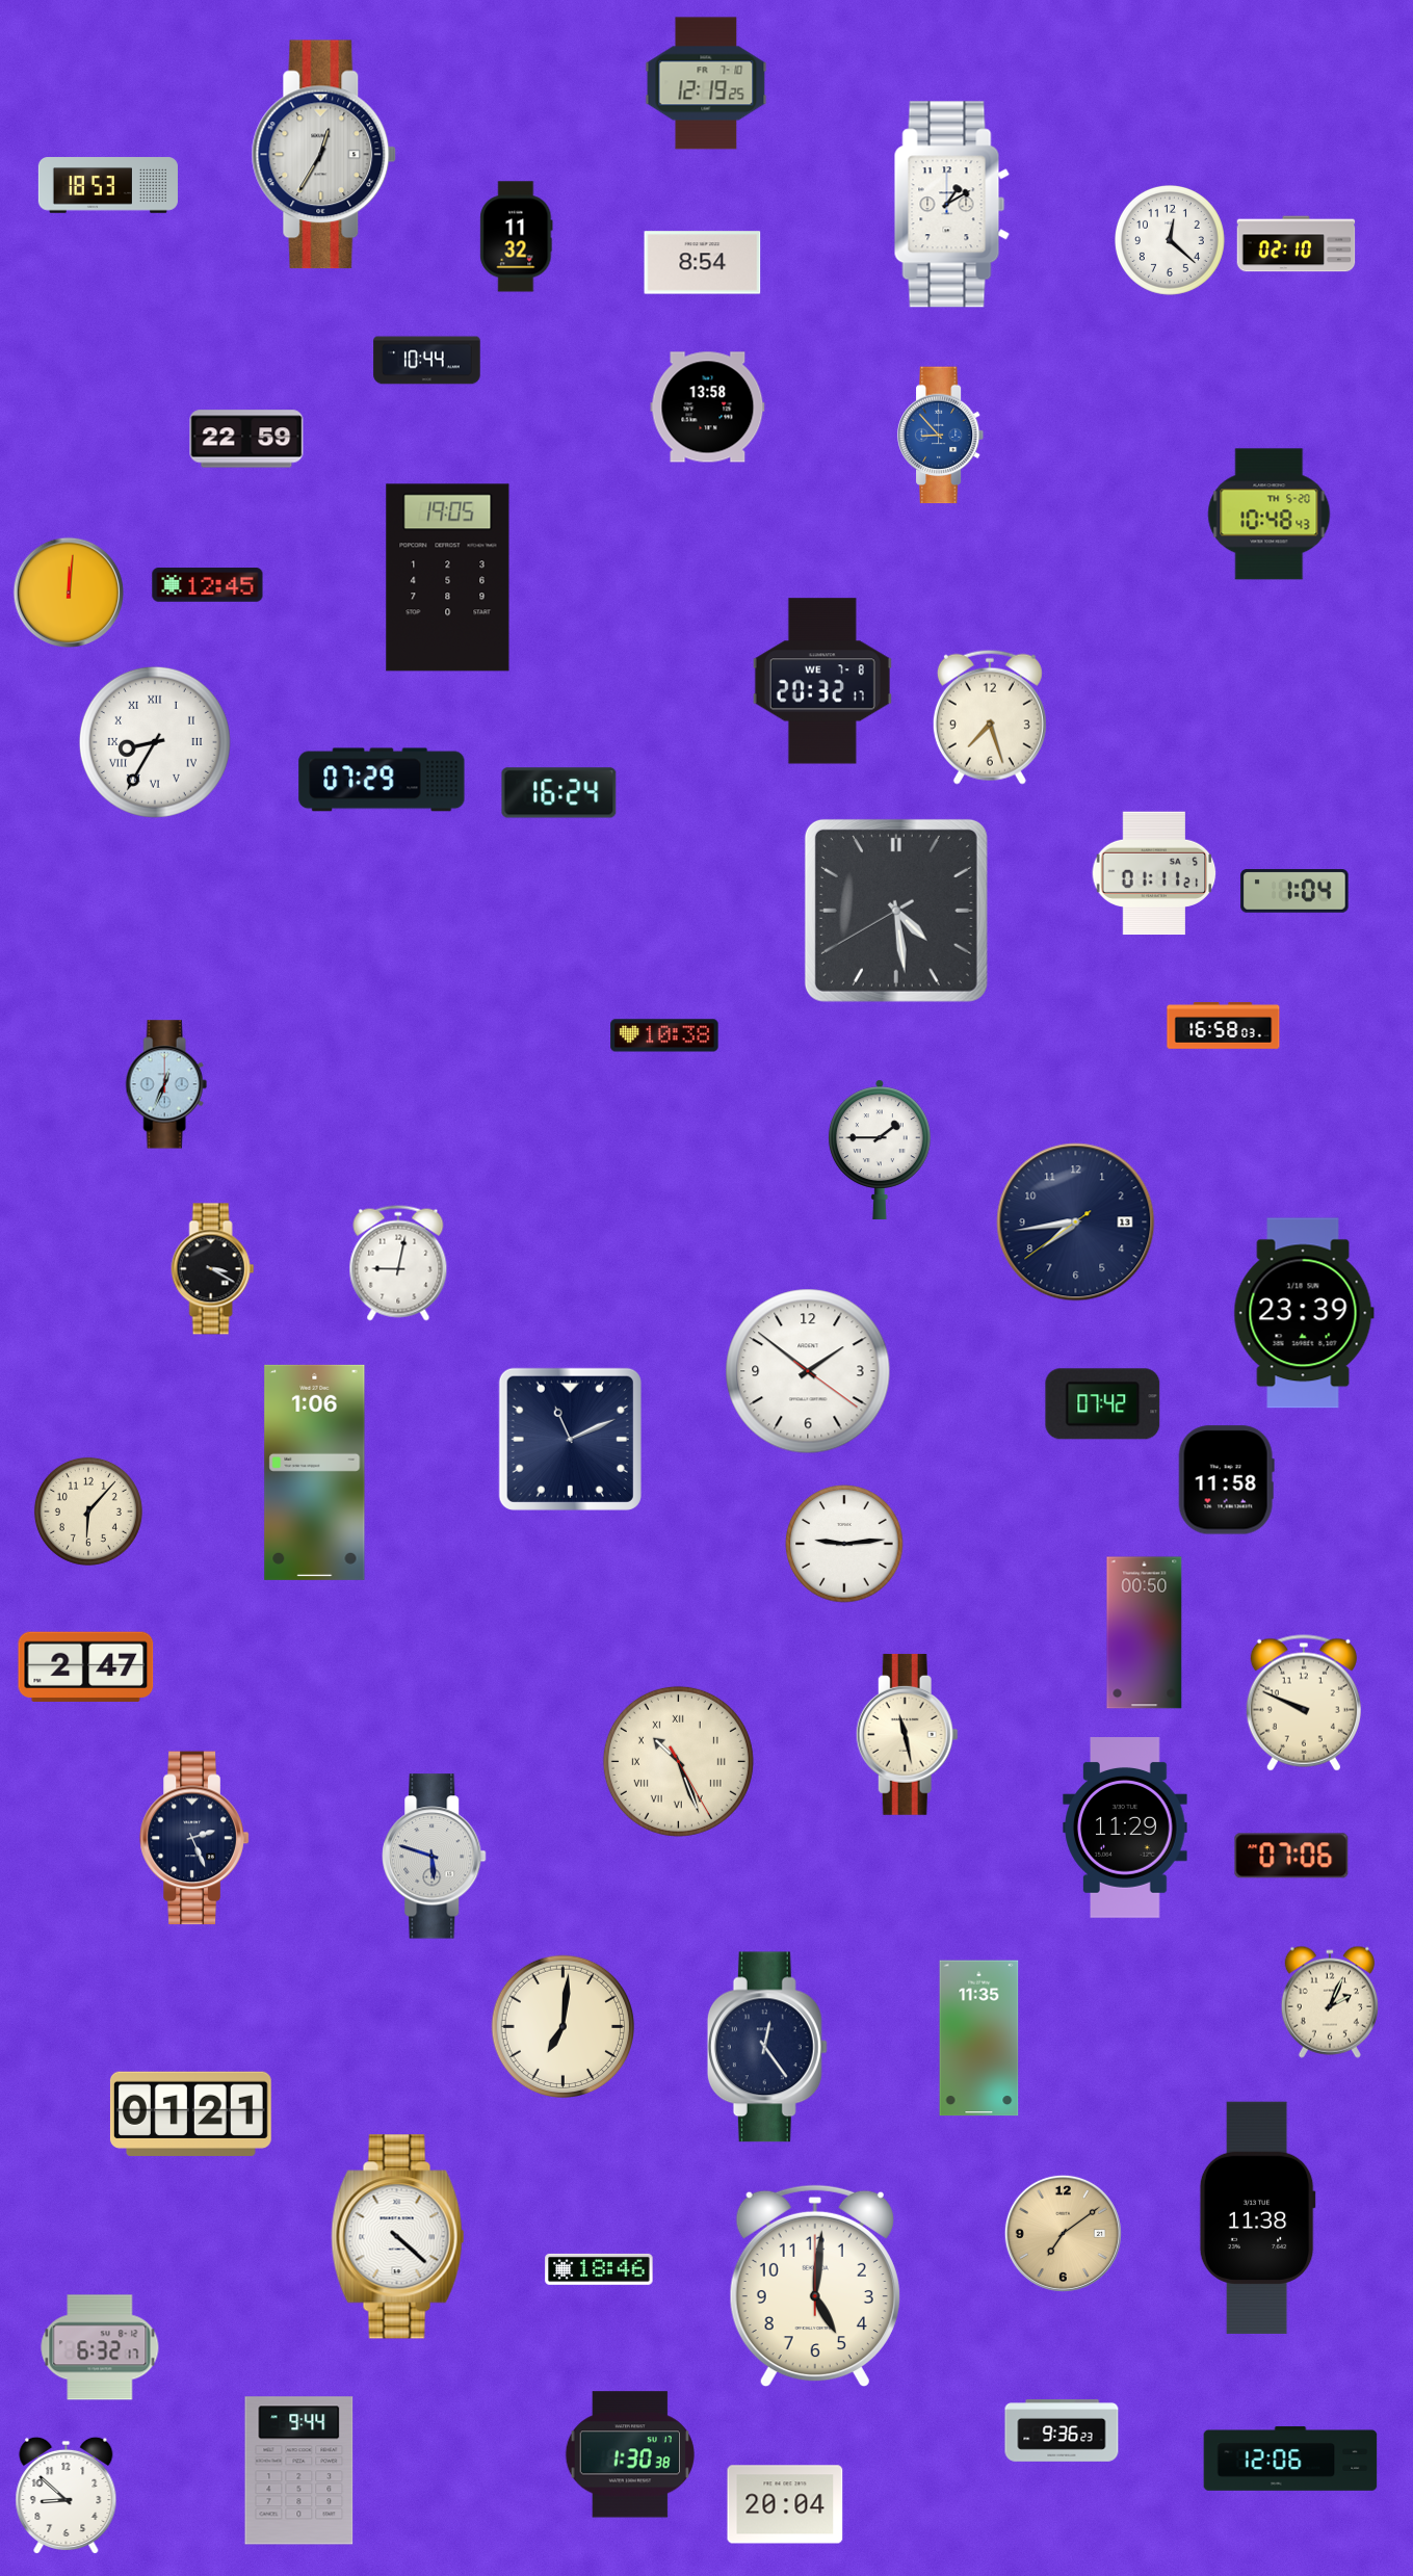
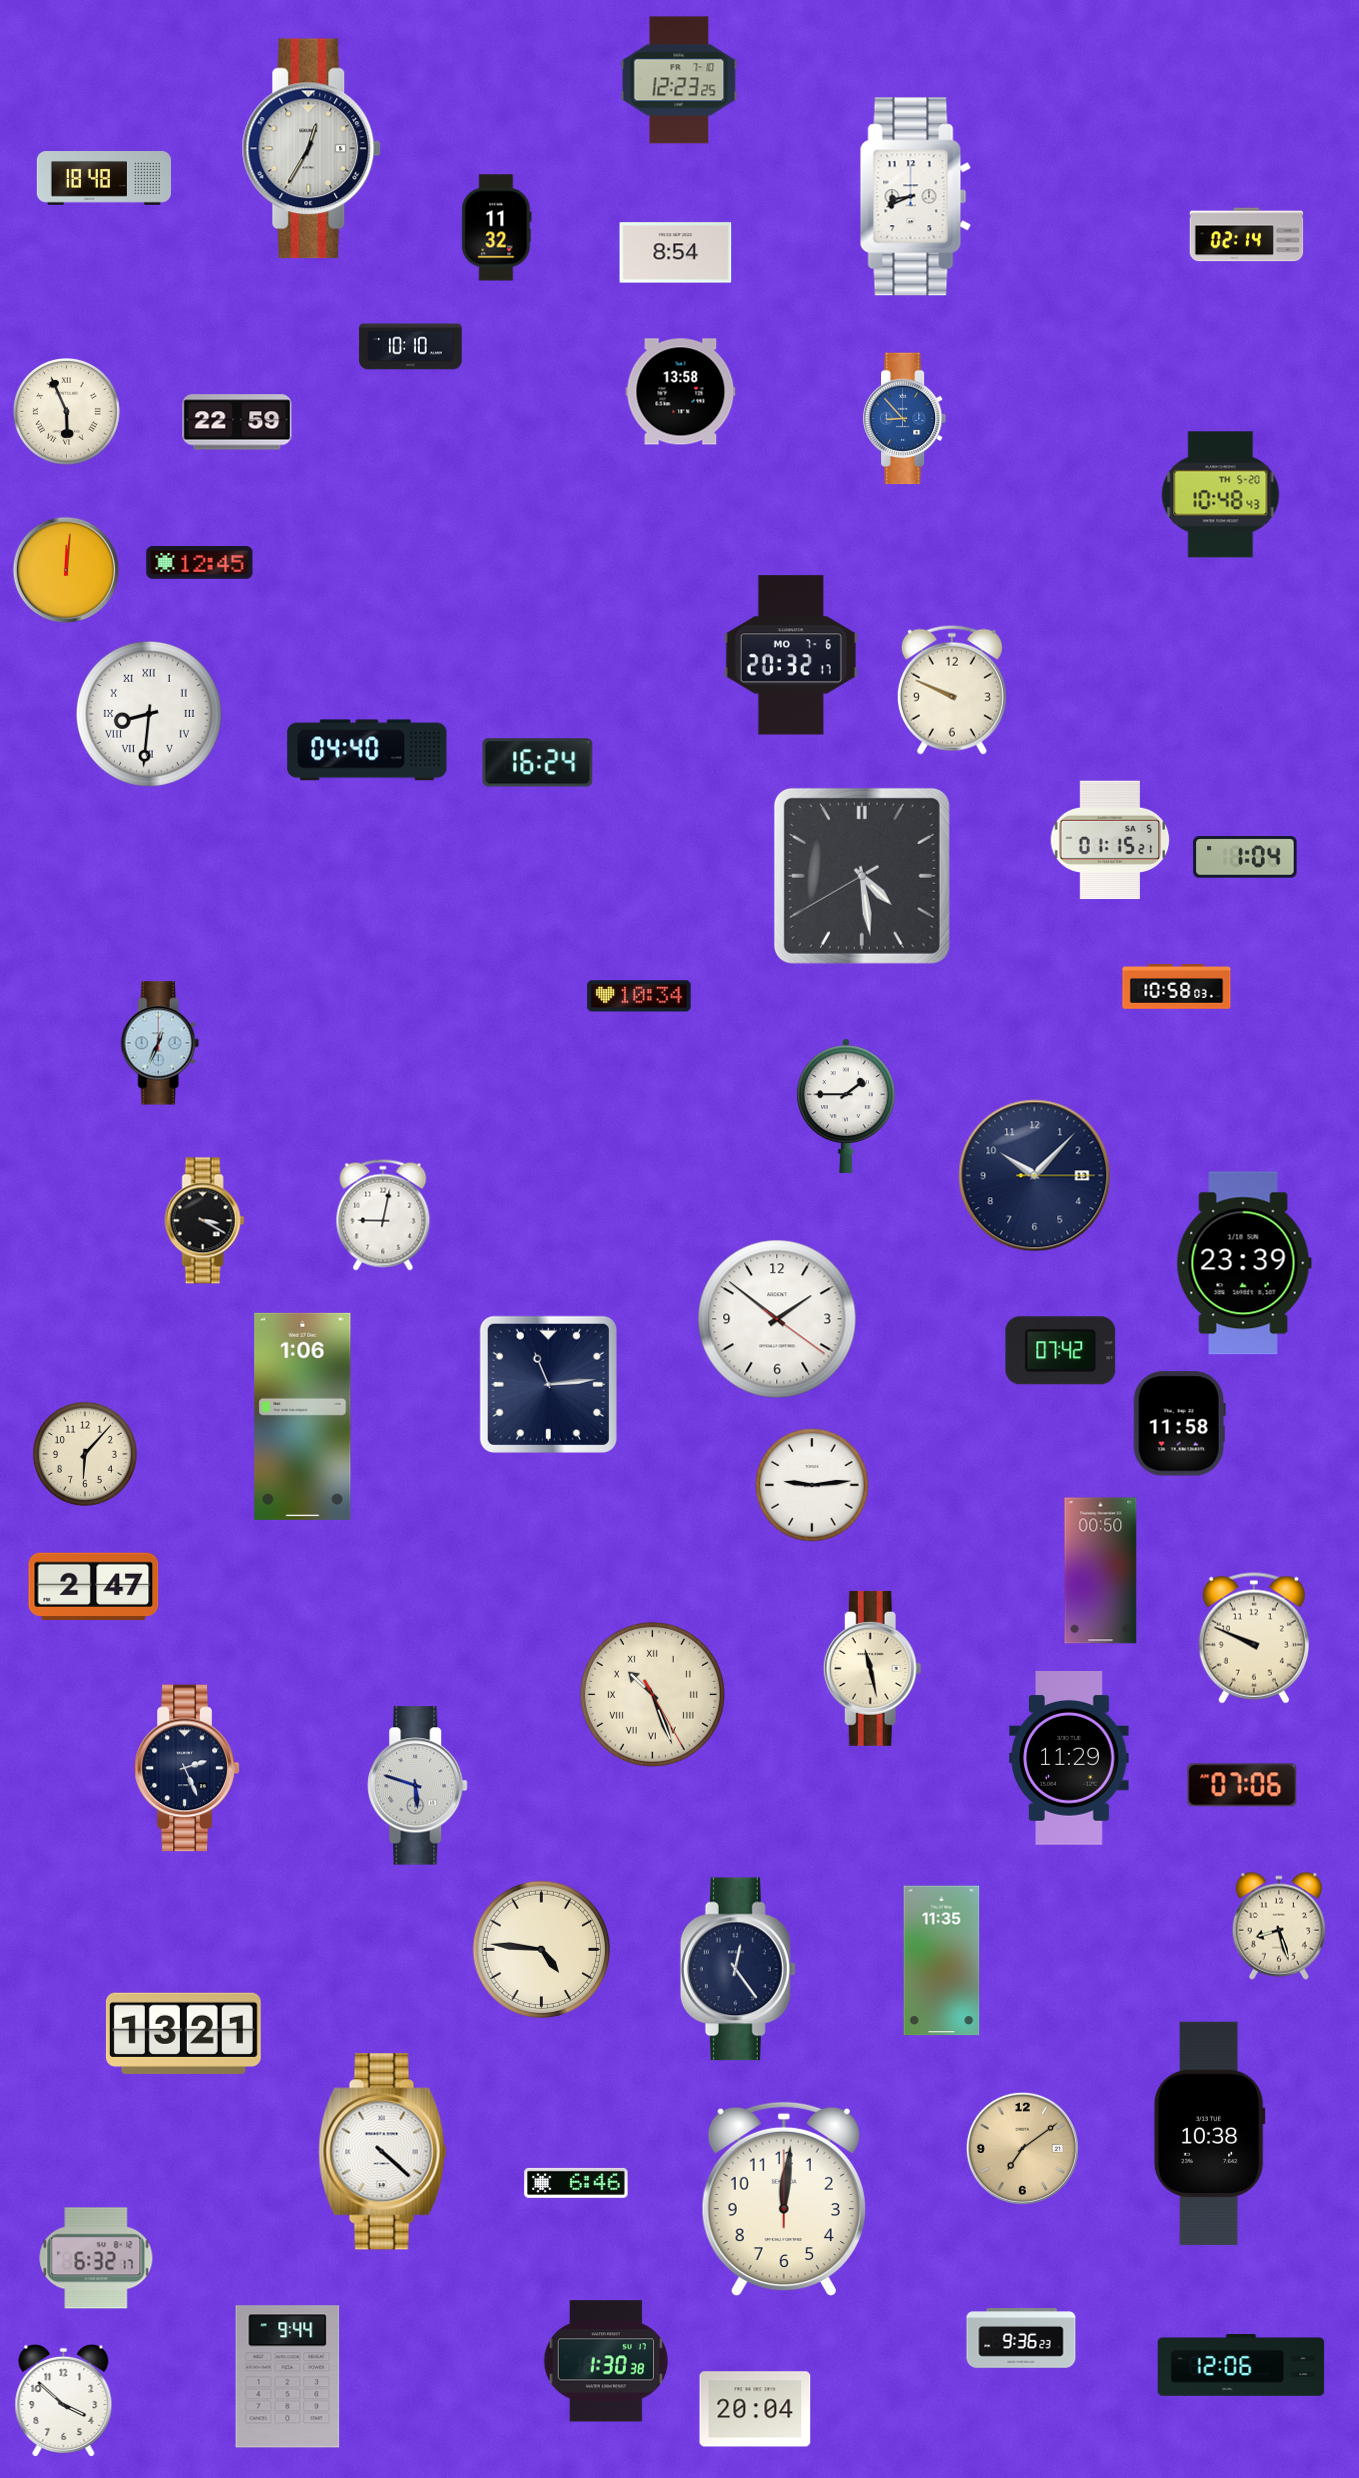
clock at (706, 83): 12:19 -> 12:23
clock at (108, 185): 18:53 -> 18:48
clock at (951, 205): 1:10 -> 8:41
clock at (1170, 240): 12:22 -> none
clock at (1297, 244): 02:10 -> 02:14
clock at (427, 361): 10:44 -> 10:10
clock at (66, 411): none -> 5:56
clock at (448, 578): 19:05 -> none
clock at (822, 681) date: WE 7-8 -> MO 7-6
clock at (990, 717): 7:27 -> 9:49
clock at (155, 742): 8:35 -> 8:31
clock at (382, 780): 07:29 -> 04:40
clock at (1154, 873): 01:11 -> 01:15
clock at (1224, 1026): 16:58 -> 10:58
clock at (664, 1035): 10:38 -> 10:34
clock at (1076, 1223): 7:43 -> 10:07
clock at (1304, 1313) position: (1304, 1313) -> (1244, 1263)
clock at (570, 1439): 11:11 -> 11:14
clock at (86, 1666) position: (86, 1666) -> (94, 1586)
clock at (1125, 1829) position: (1125, 1829) -> (1069, 1759)
clock at (1330, 2002): 2:04 -> 8:27
clock at (562, 2026): 7:01 -> 4:46
clock at (190, 2113): 01:21 -> 13:21
clock at (1257, 2217): 11:38 -> 10:38
clock at (599, 2269): 18:46 -> 6:46
clock at (815, 2286): 5:01 -> 12:01
clock at (67, 2495): 8:52 -> 3:52
